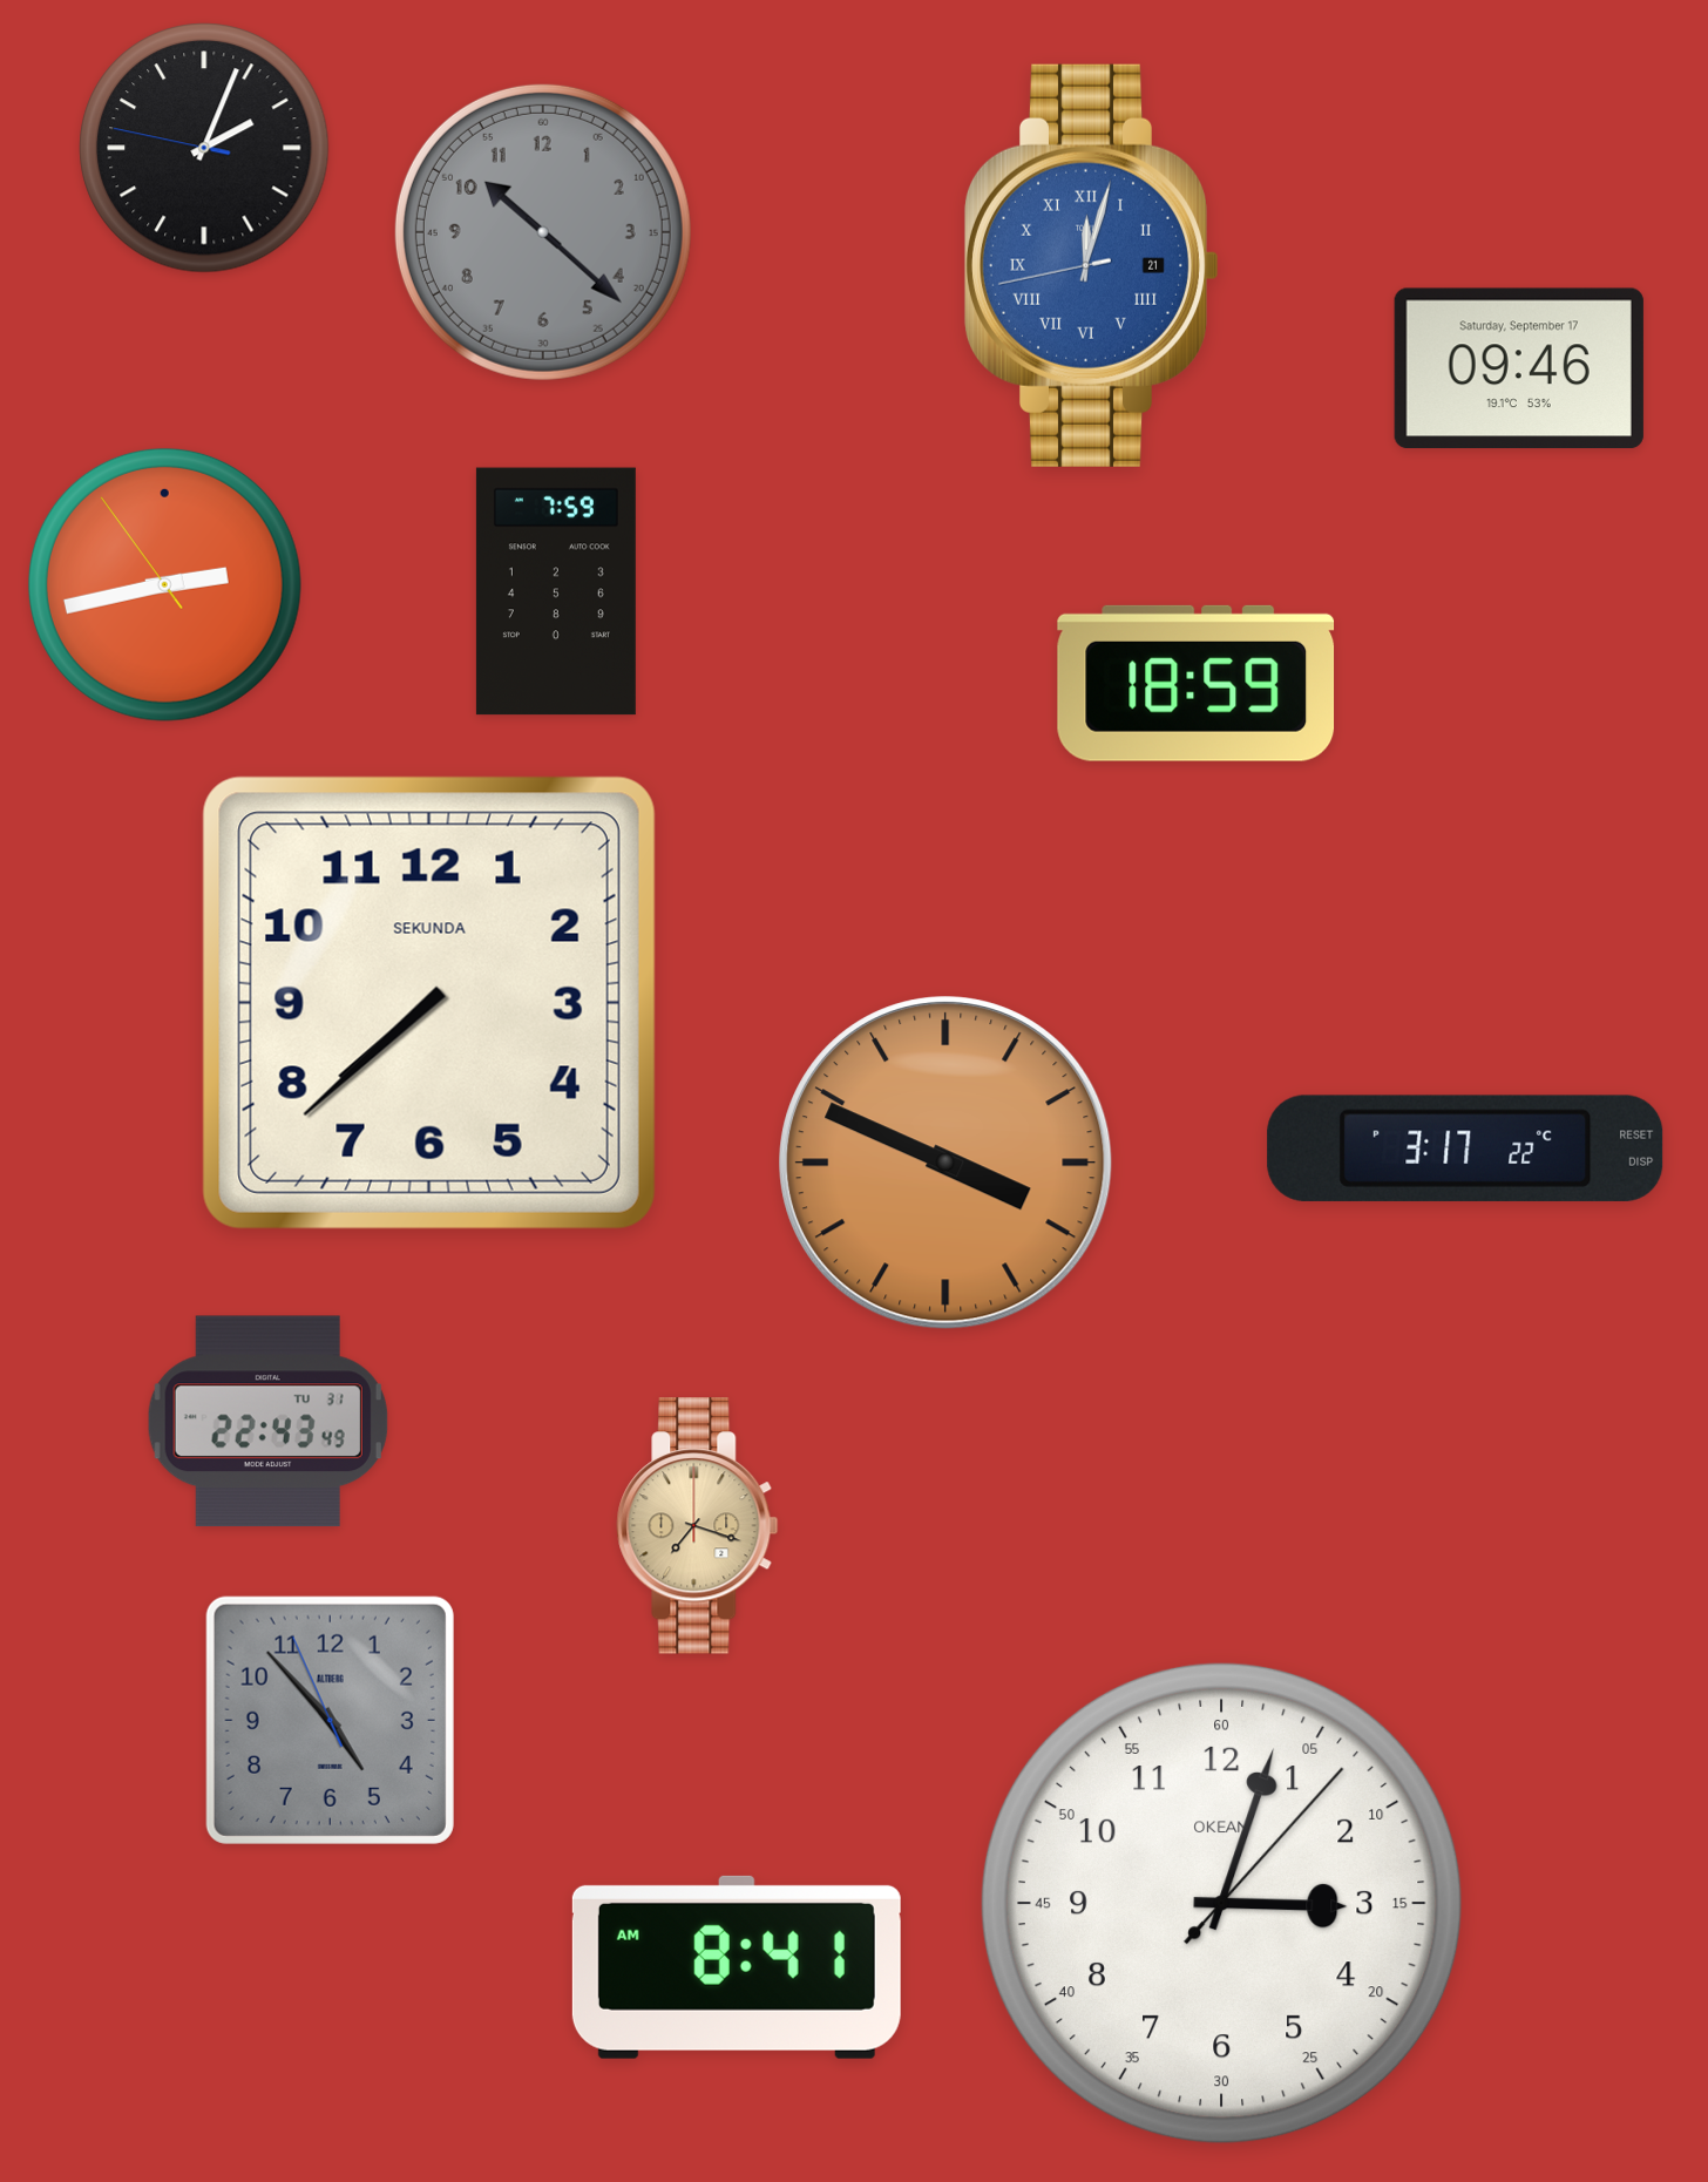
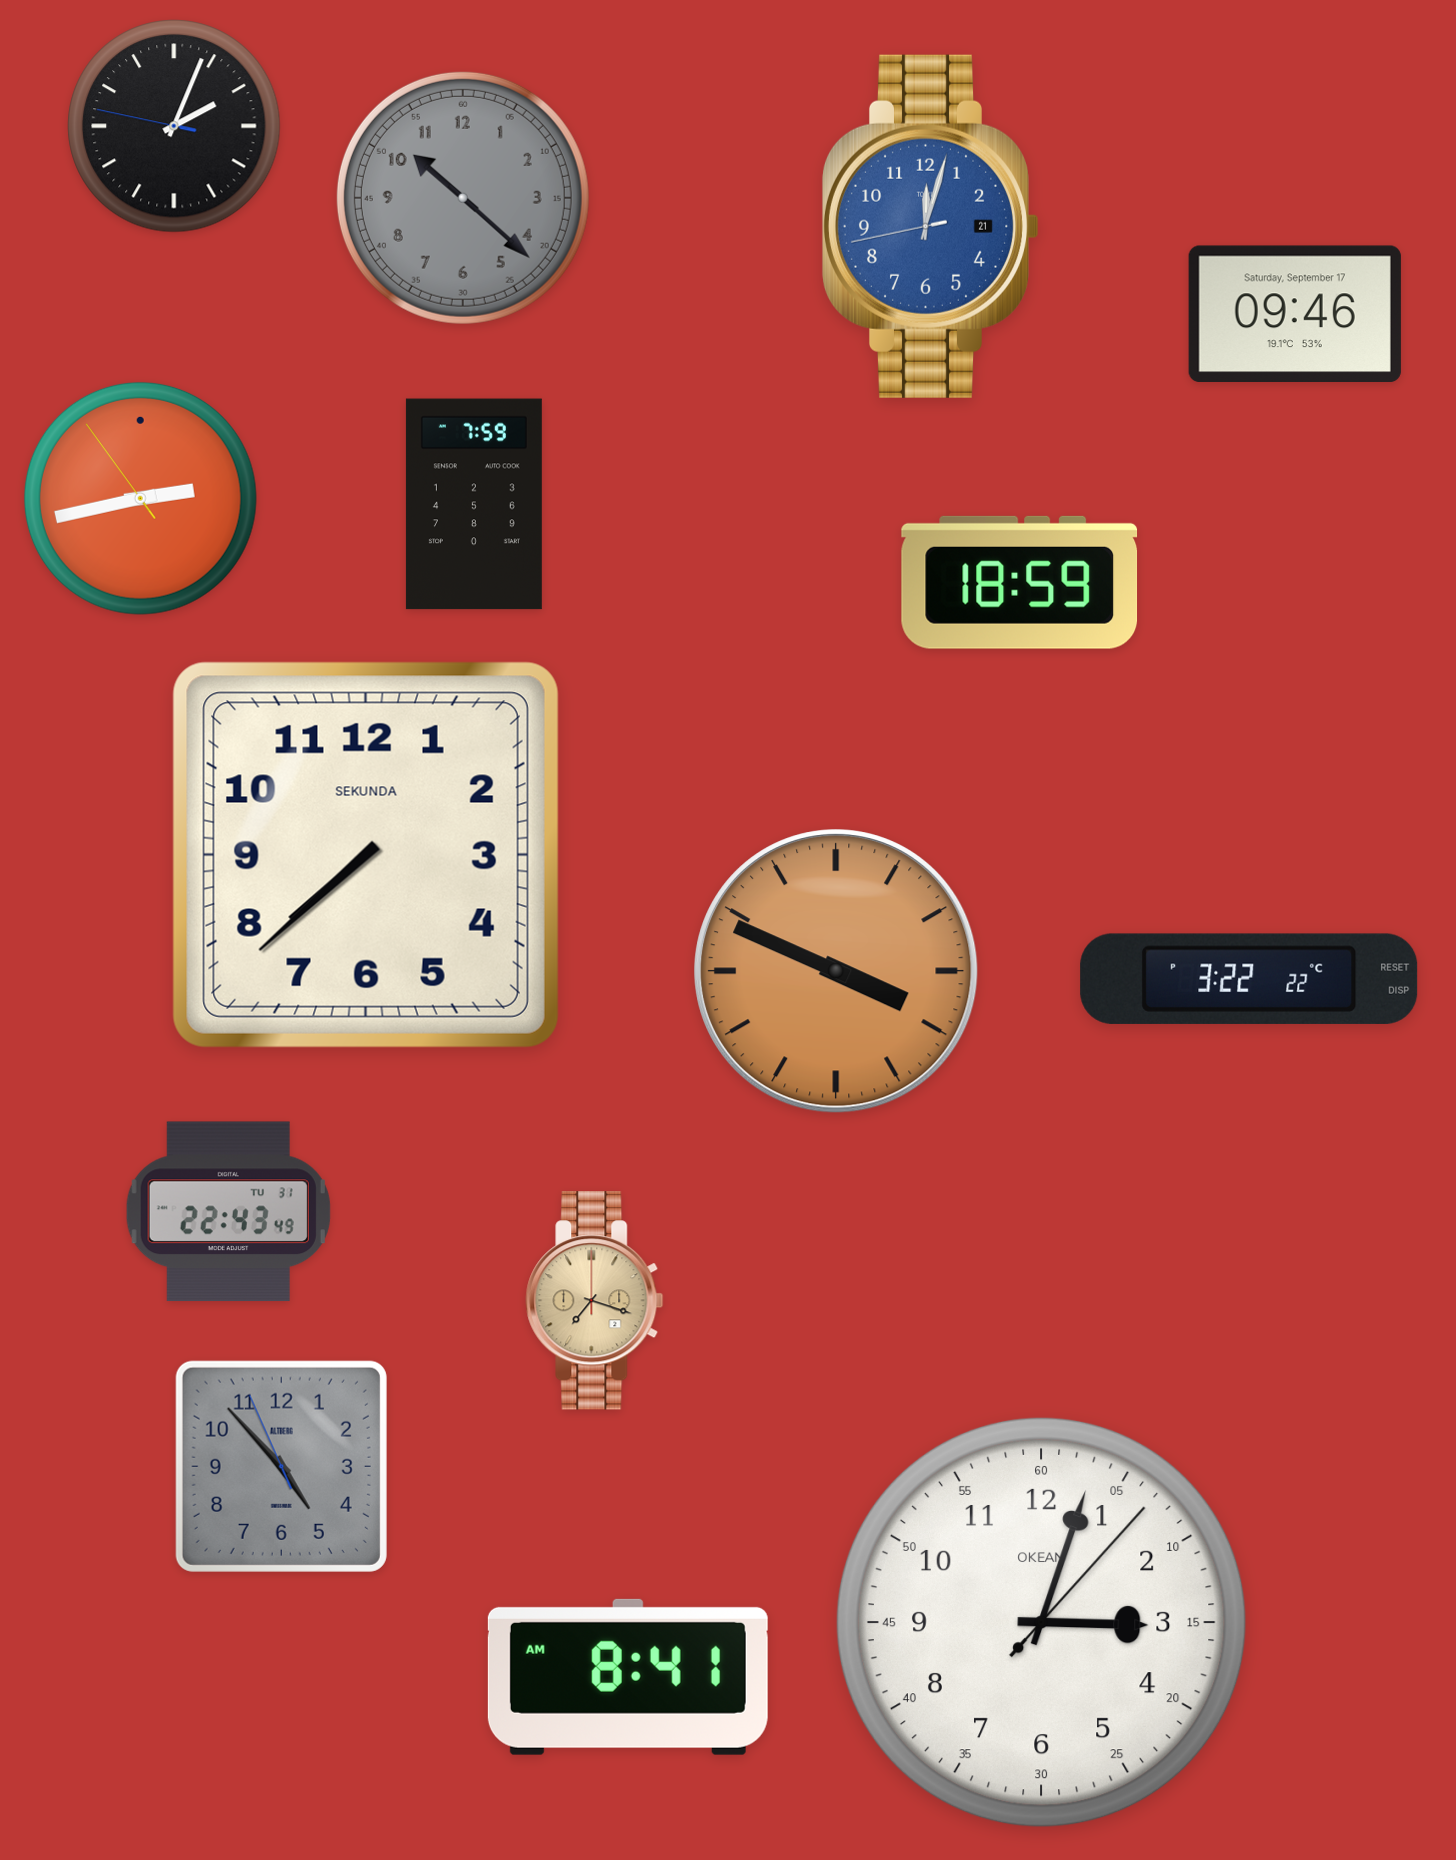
clock at (1091, 265) numerals: Roman -> Arabic
clock at (1465, 1148): 3:17 -> 3:22
clock at (945, 1163) position: (945, 1163) -> (836, 971)
